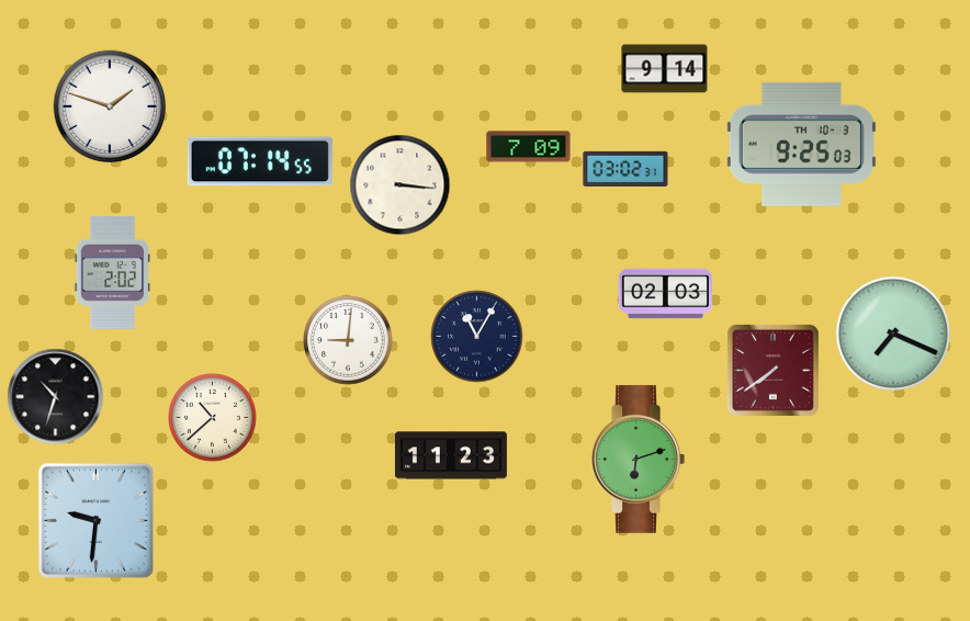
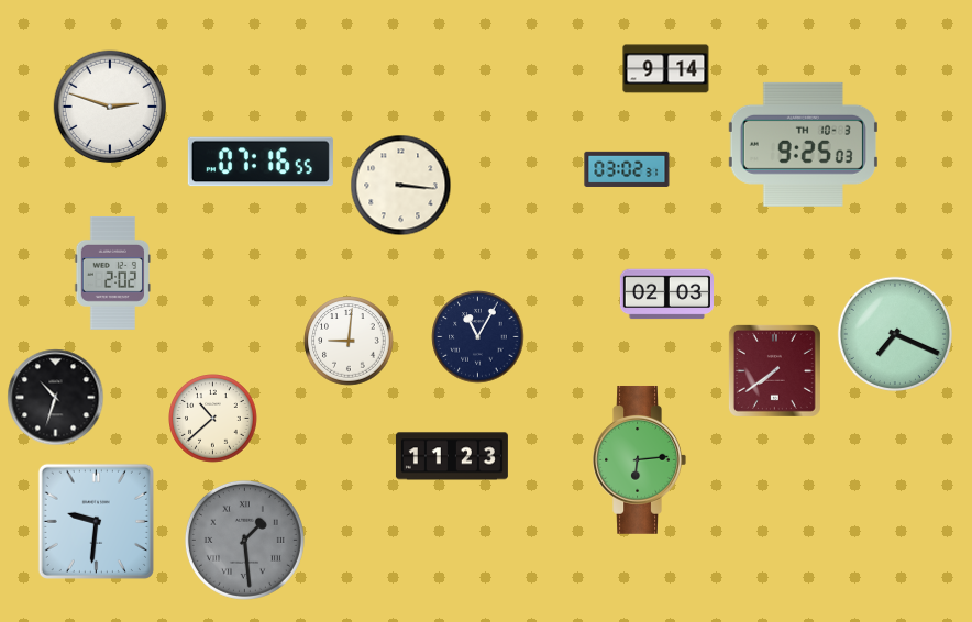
clock at (110, 106): 1:48 -> 2:48
clock at (529, 147): 7:09 -> none
clock at (260, 161): 07:14 -> 07:16
clock at (638, 459): 6:12 -> 6:14
clock at (244, 540): none -> 1:29
